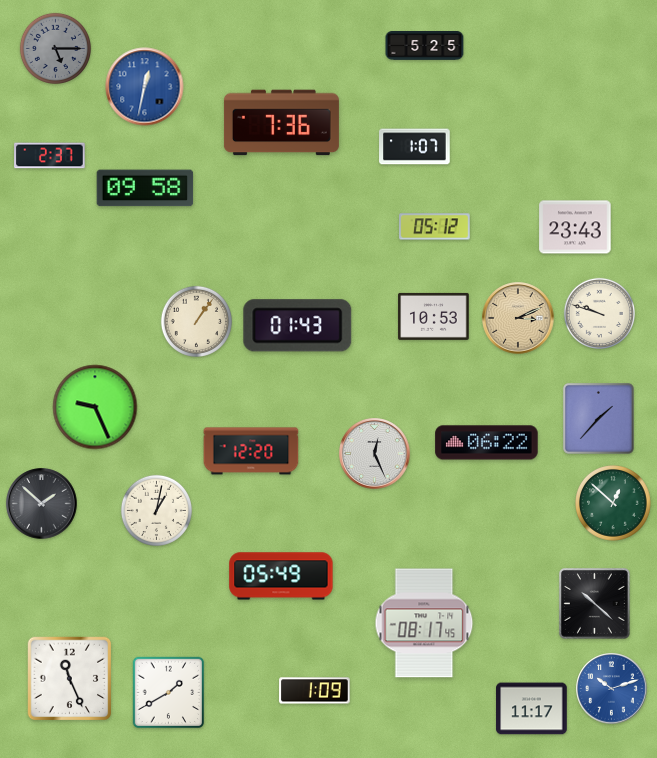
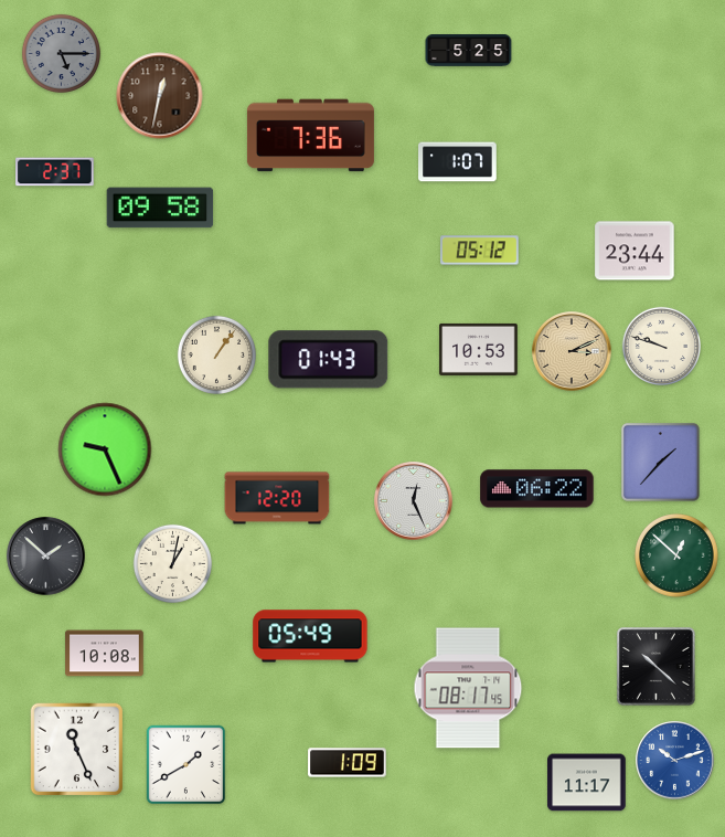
clock at (145, 87) dial: blue -> brown
clock at (575, 227): 23:43 -> 23:44
clock at (105, 654): none -> 10:08
